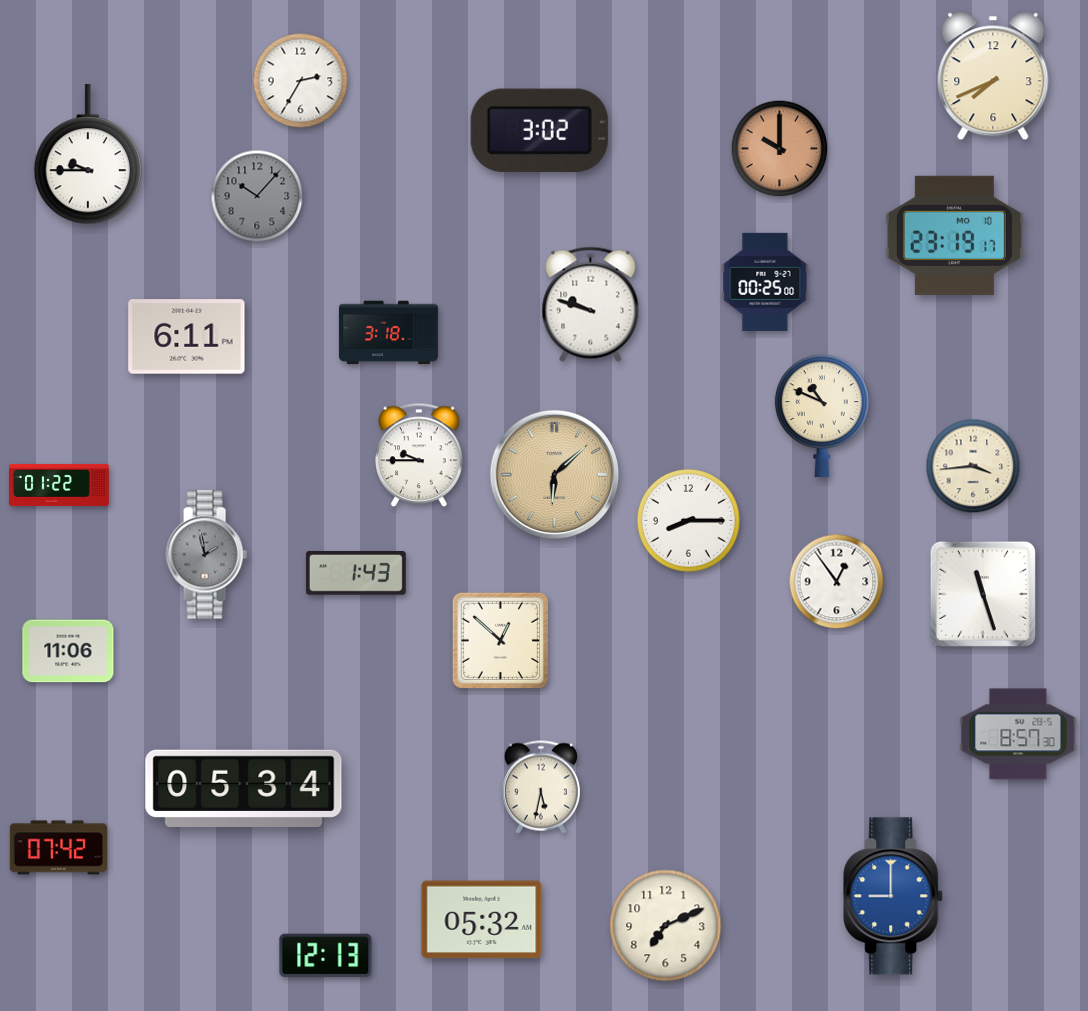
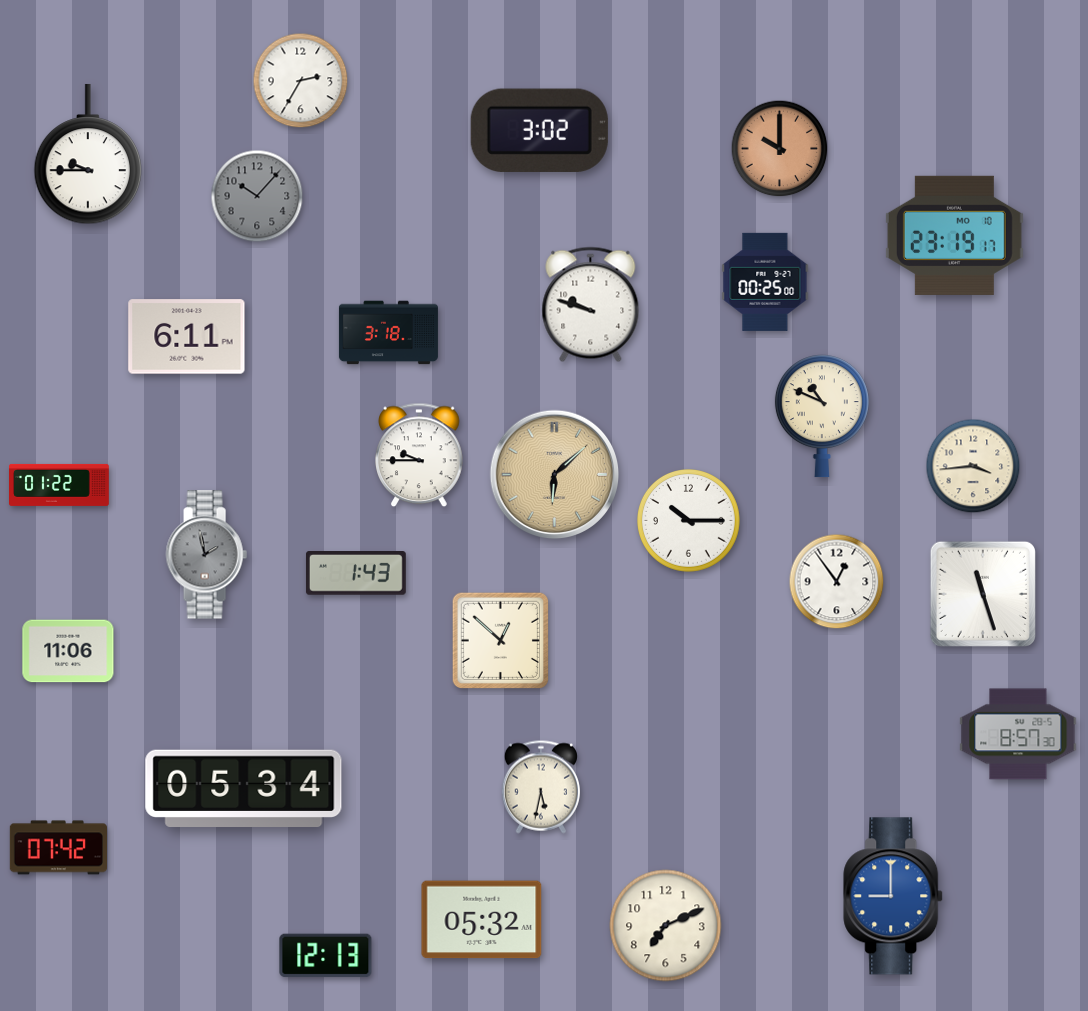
clock at (993, 76): 7:41 -> none
clock at (689, 521): 8:15 -> 10:15
